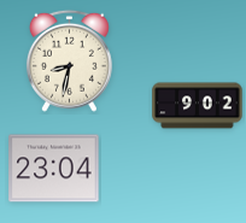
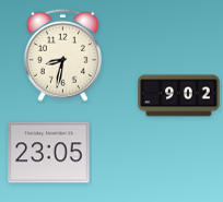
clock at (54, 169): 23:04 -> 23:05
